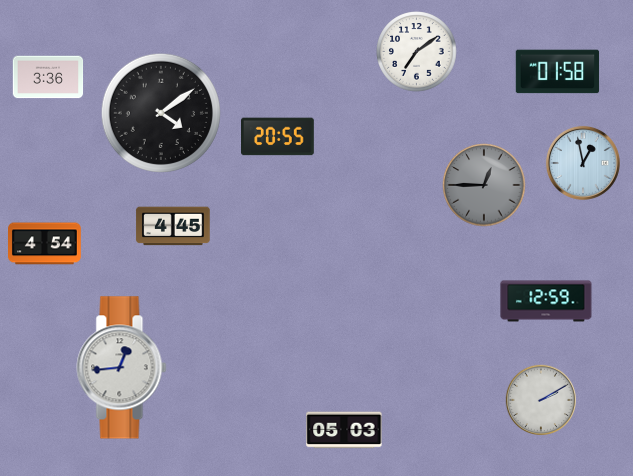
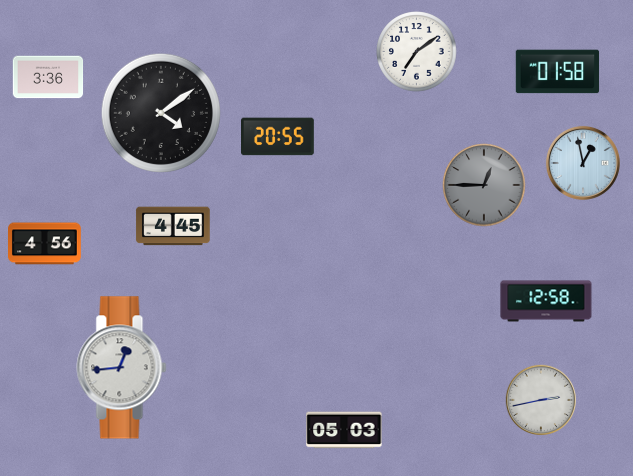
clock at (45, 244): 4:54 -> 4:56
clock at (546, 301): 12:59 -> 12:58
clock at (541, 400): 2:10 -> 2:43
